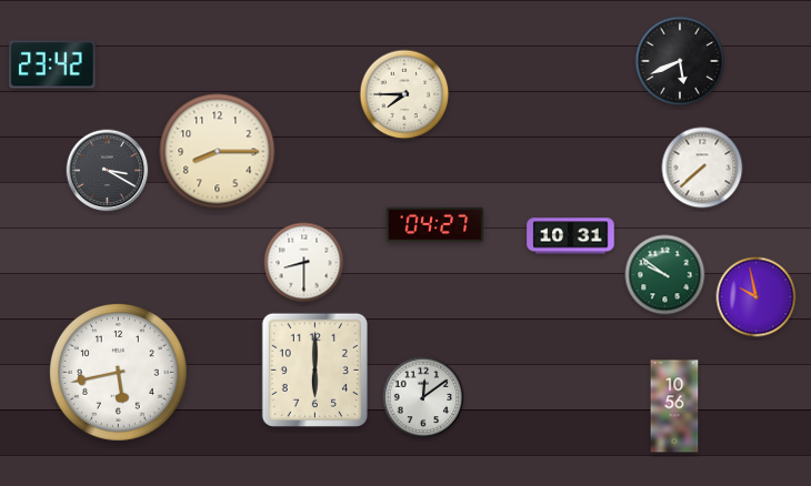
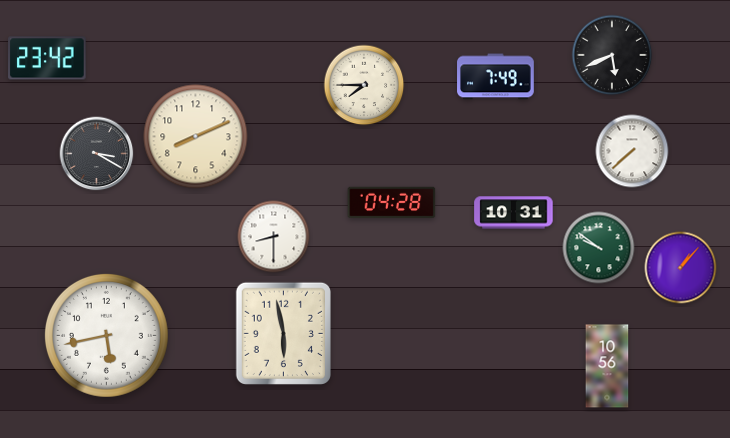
clock at (496, 77): none -> 7:49
clock at (218, 152): 8:15 -> 8:11
clock at (435, 225): 04:27 -> 04:28
clock at (757, 297): 9:58 -> 1:07
clock at (314, 369): 6:00 -> 5:58
clock at (423, 397): 12:09 -> none
